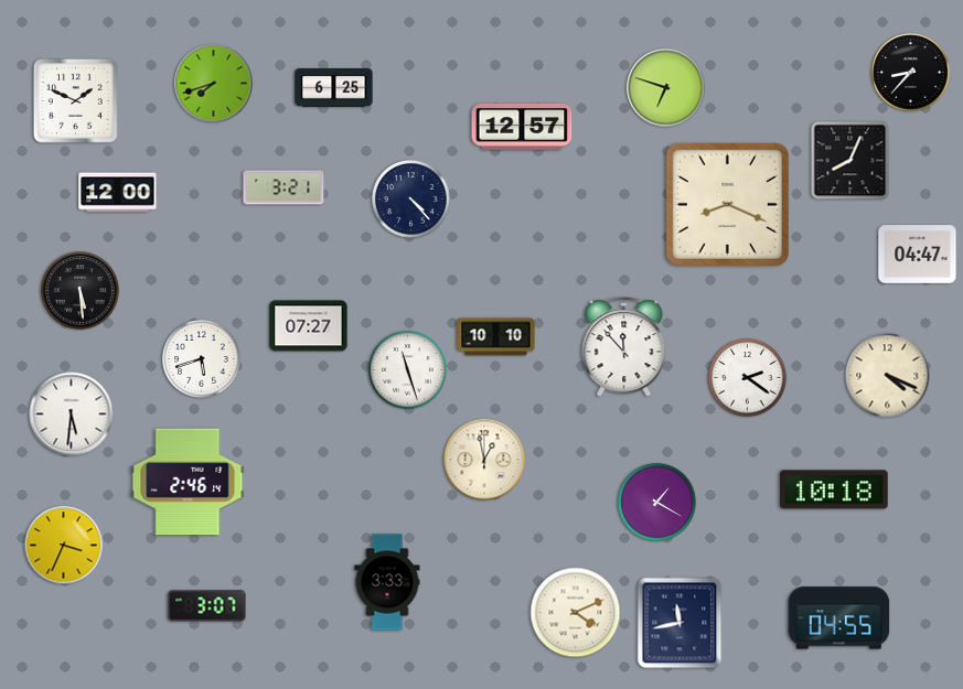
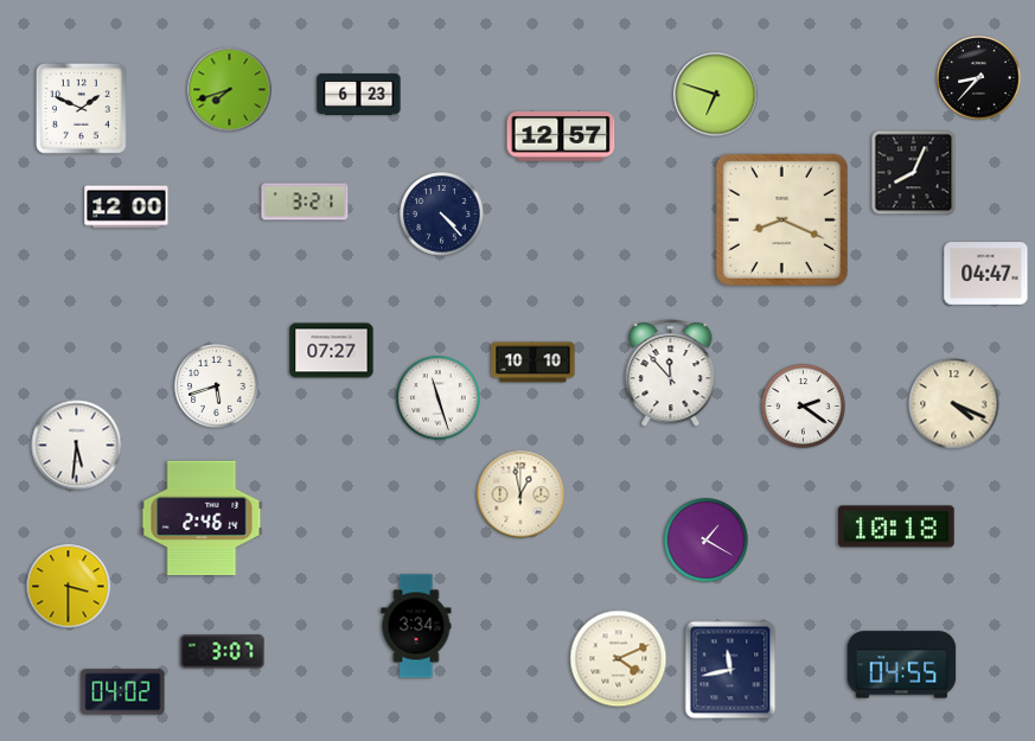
clock at (334, 87): 6:25 -> 6:23
clock at (81, 291): 5:29 -> none
clock at (64, 546): 3:34 -> 3:30
clock at (387, 582): 3:33 -> 3:34
clock at (123, 692): none -> 04:02
